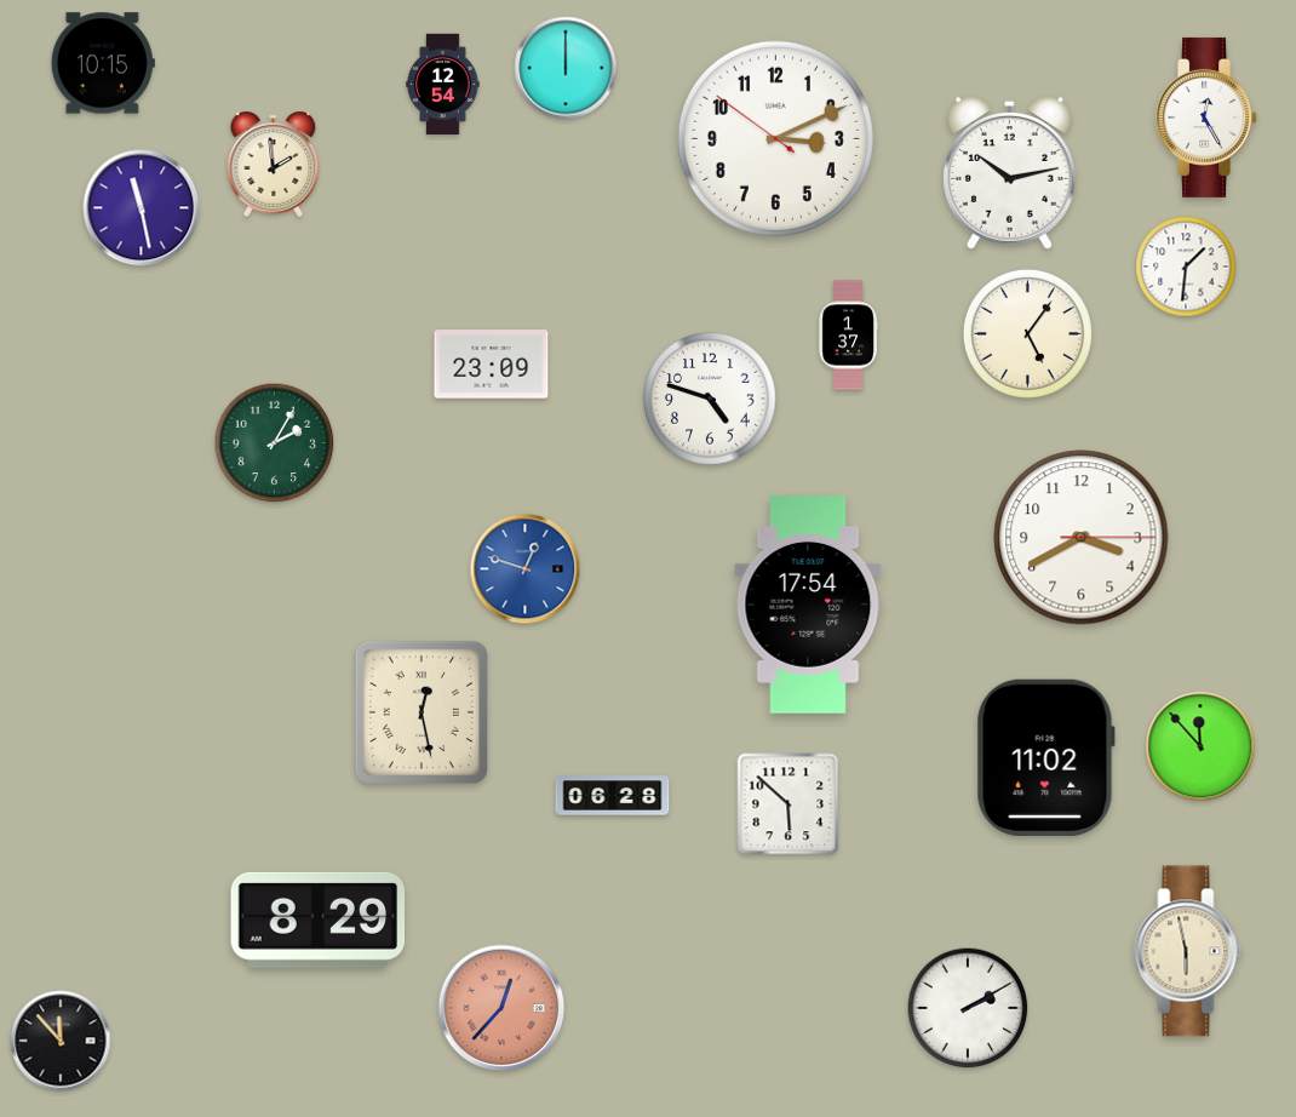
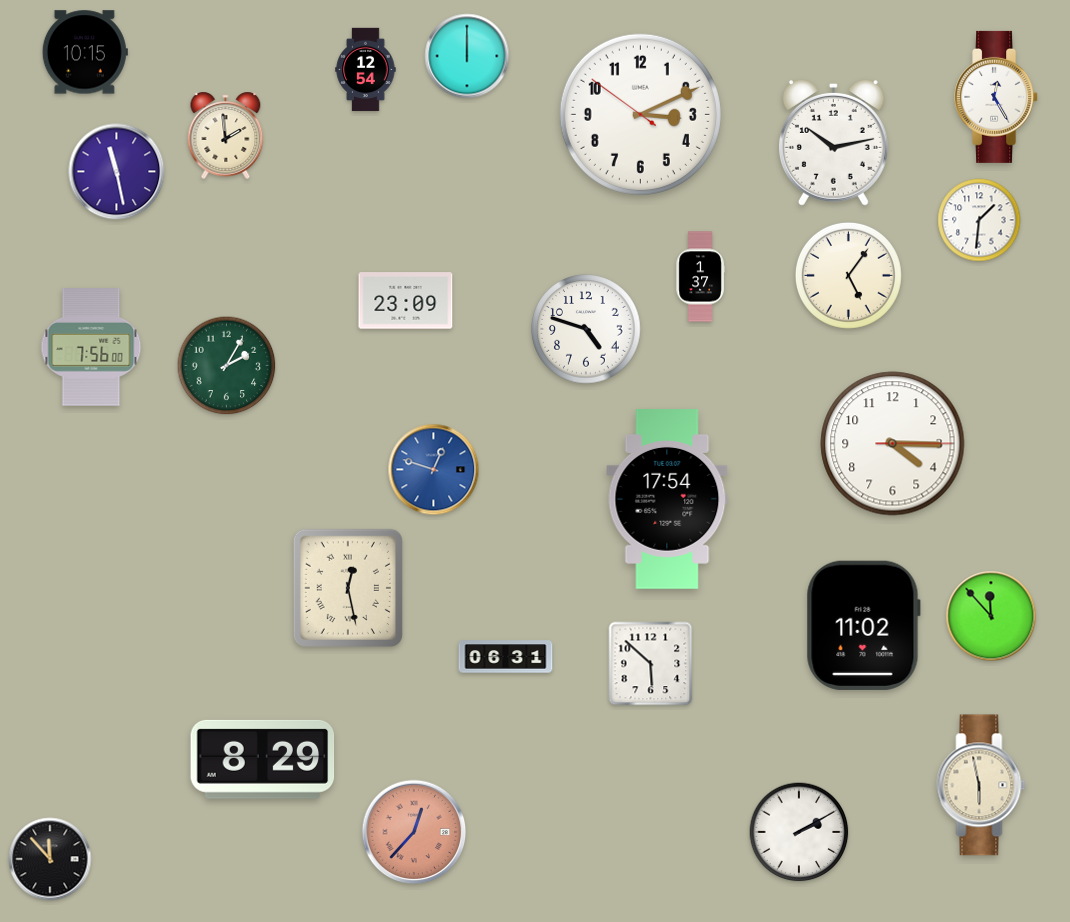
clock at (91, 347): none -> 7:56
clock at (1082, 538): 3:40 -> 4:15
clock at (613, 796): 06:28 -> 06:31
